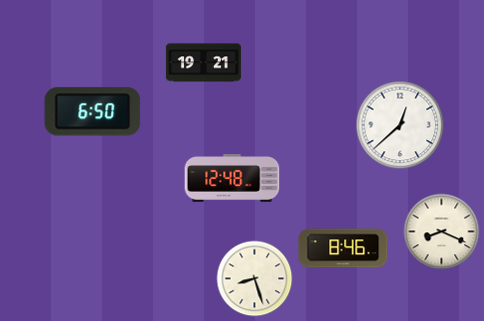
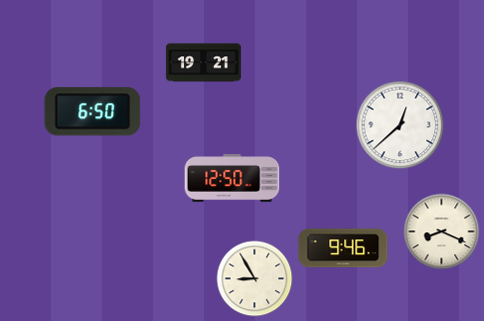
clock at (232, 178): 12:48 -> 12:50
clock at (343, 248): 8:46 -> 9:46
clock at (255, 279): 8:27 -> 8:55
